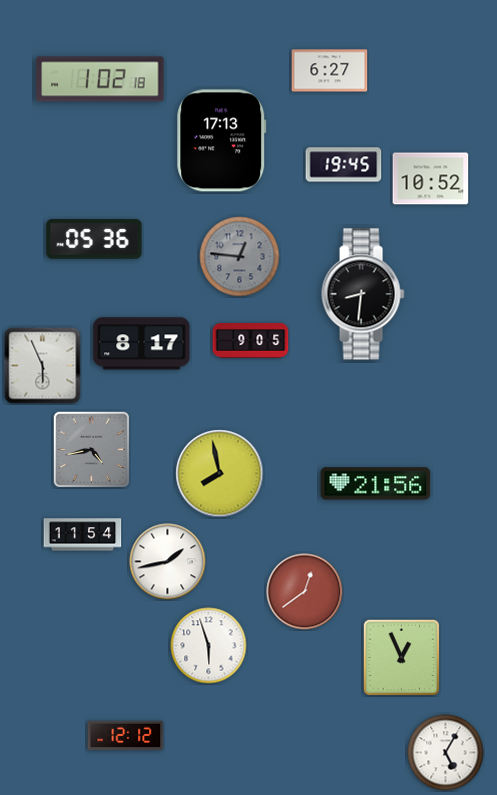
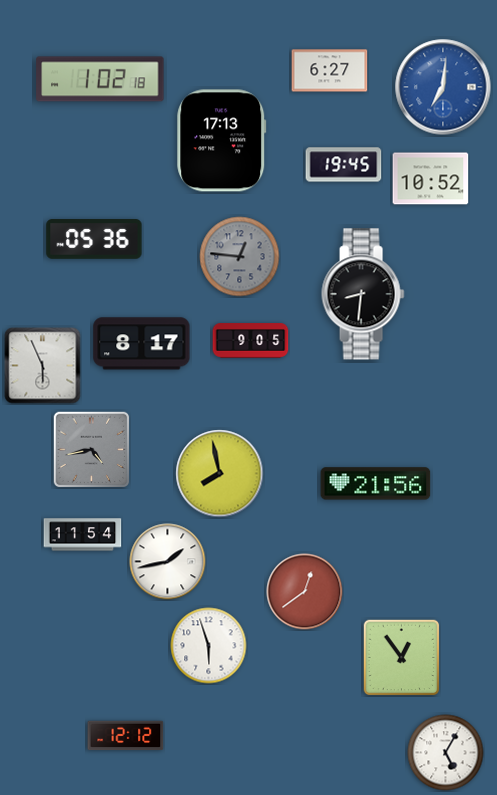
clock at (443, 87): none -> 7:01
clock at (401, 657): 12:56 -> 12:54
